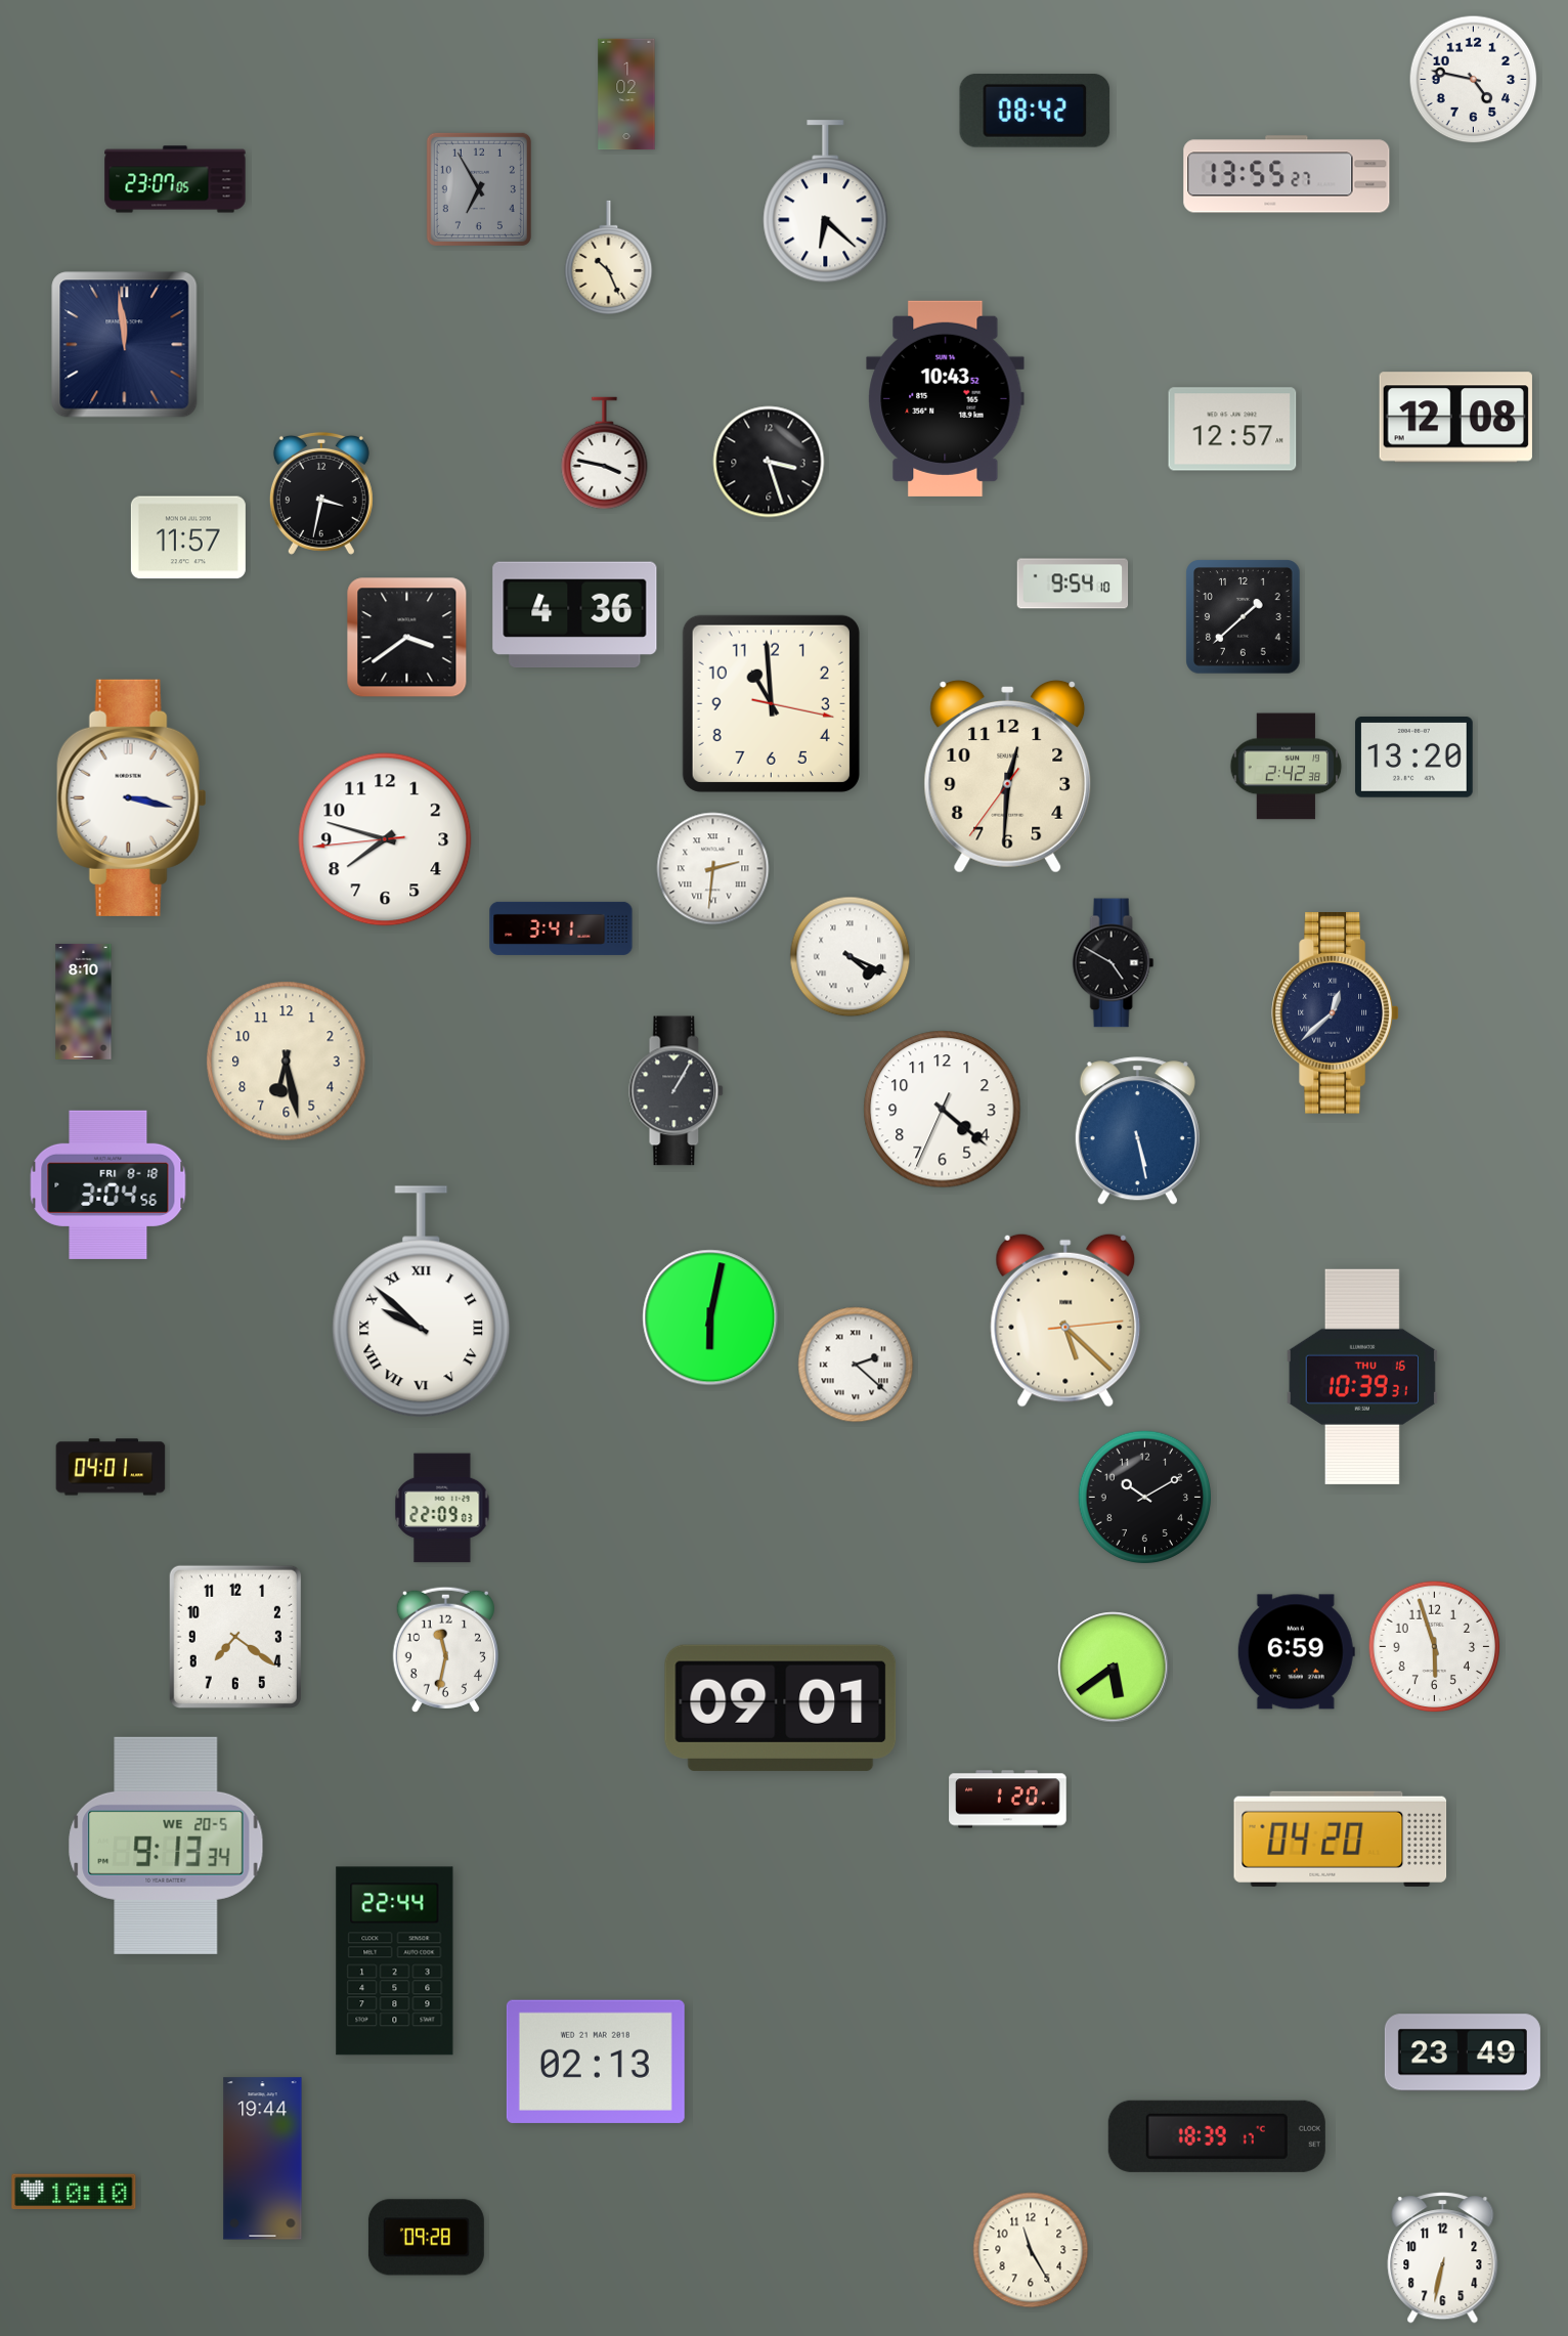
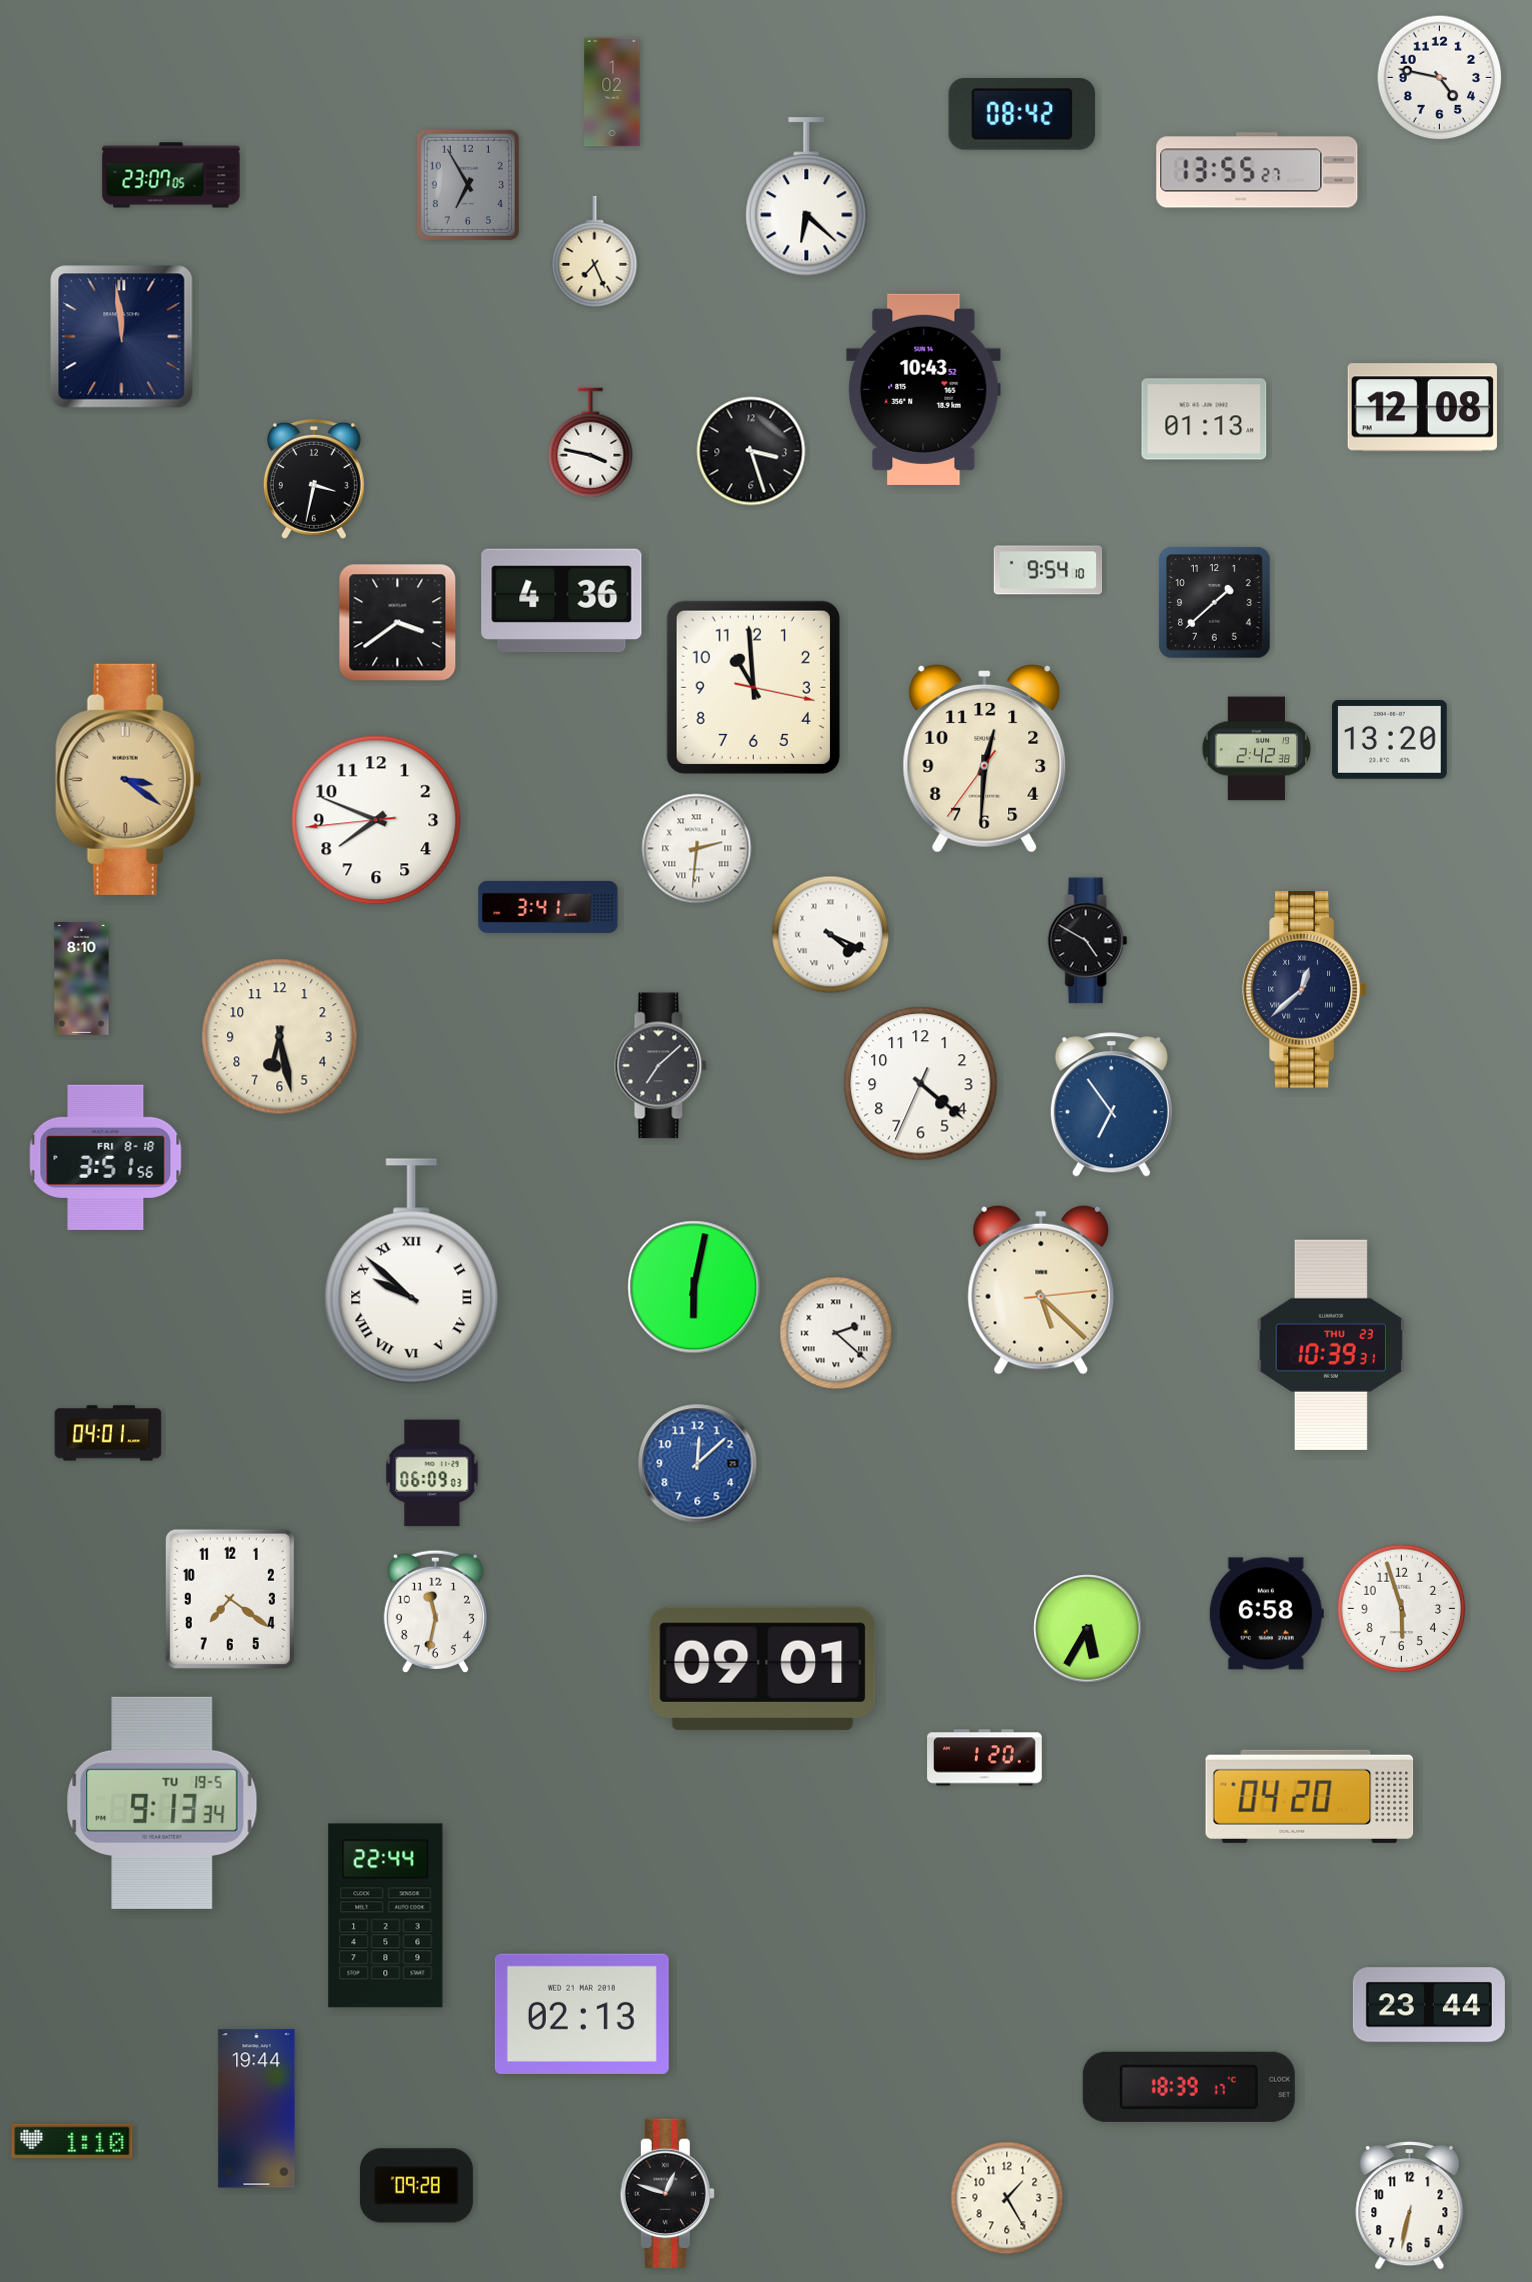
clock at (1035, 111) position: (1035, 111) -> (1022, 114)
clock at (609, 258): 10:26 -> 7:26
clock at (1232, 429): 12:57 -> 01:13
clock at (321, 493) position: (321, 493) -> (314, 479)
clock at (188, 537): 11:57 -> none
clock at (1414, 758) position: (1414, 758) -> (1390, 740)
clock at (132, 797): 3:17 -> 3:21
clock at (132, 797) dial: white -> champagne
clock at (385, 839): 7:47 -> 7:48
clock at (677, 1091): 1:05 -> 7:08
clock at (1137, 1131): 5:28 -> 6:54
clock at (108, 1184): 3:04 -> 3:51
clock at (1362, 1377) date: THU 16 -> THU 23
clock at (1144, 1497): 10:10 -> none
clock at (698, 1464): none -> 12:08
clock at (442, 1508): 22:09 -> 06:09
clock at (1296, 1652): 6:59 -> 6:58
clock at (1114, 1668): 5:39 -> 5:35
clock at (166, 1846) date: WE 20-5 -> TU 19-5
clock at (1463, 2052): 23:49 -> 23:44
clock at (74, 2192): 10:10 -> 1:10
clock at (667, 2193): none -> 12:48
clock at (1031, 2250): 11:25 -> 1:25
